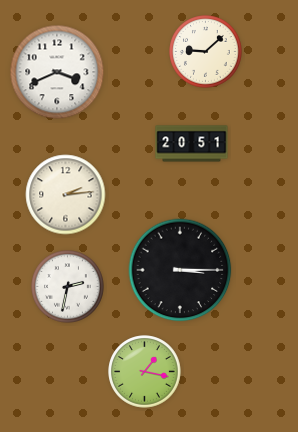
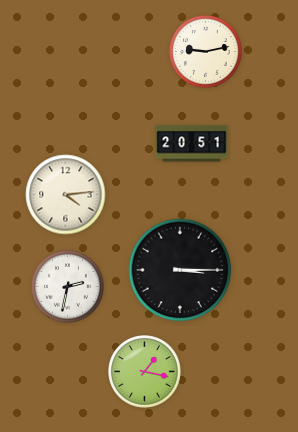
clock at (206, 52): 9:08 -> 9:13
clock at (57, 72): 3:41 -> none
clock at (66, 195): 2:14 -> 4:14
